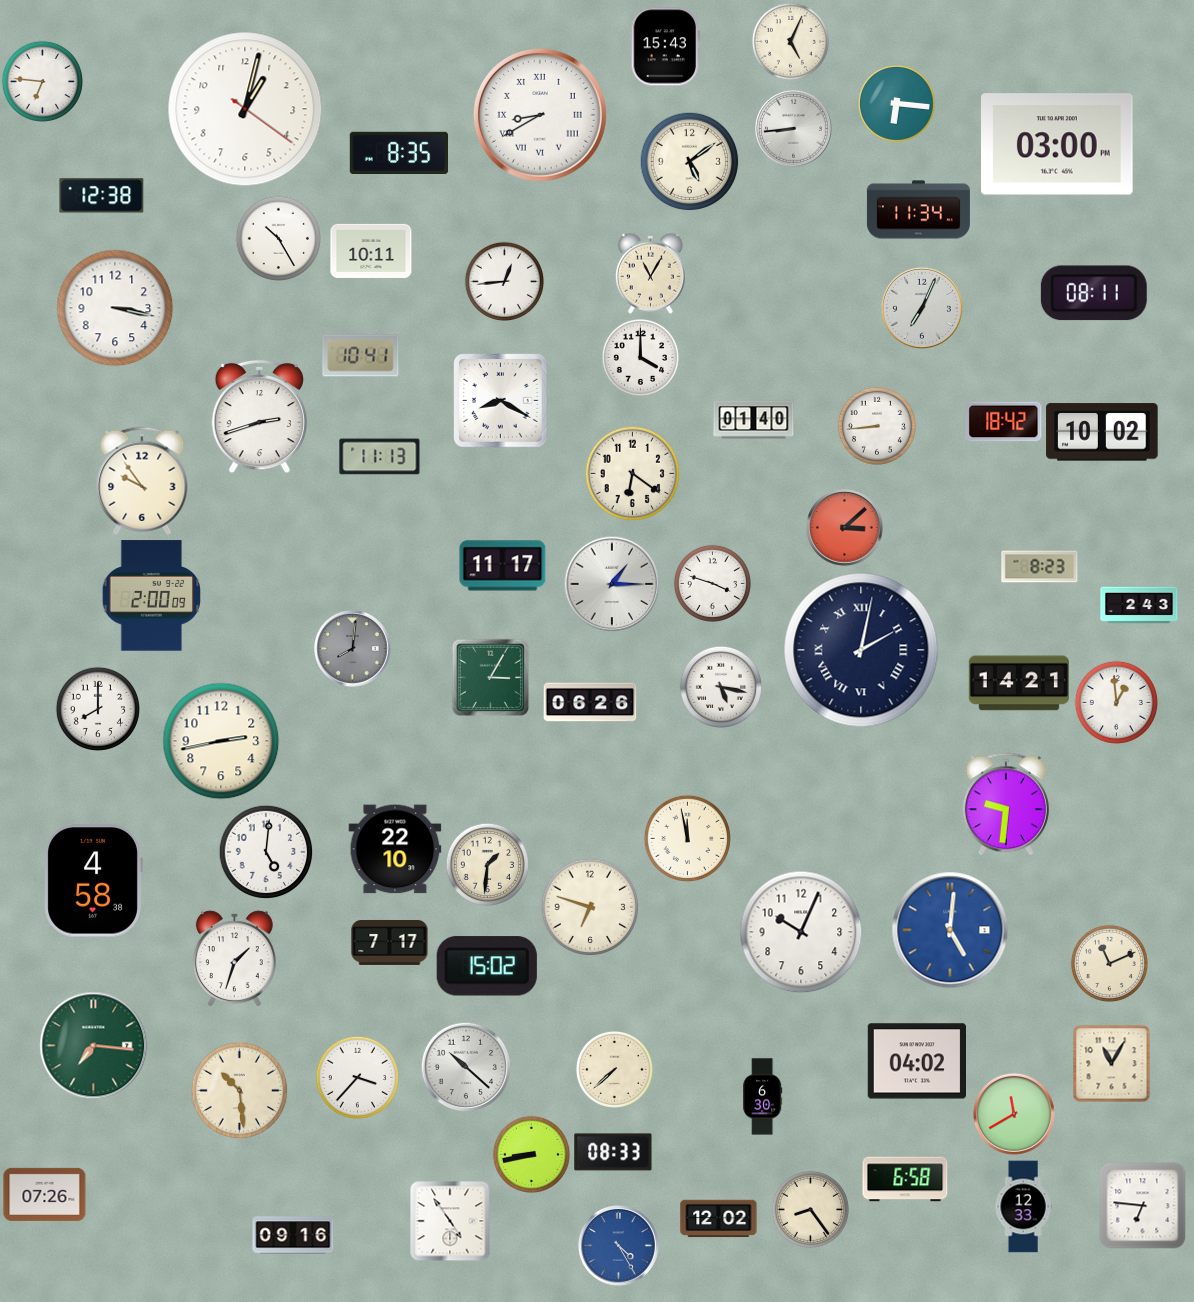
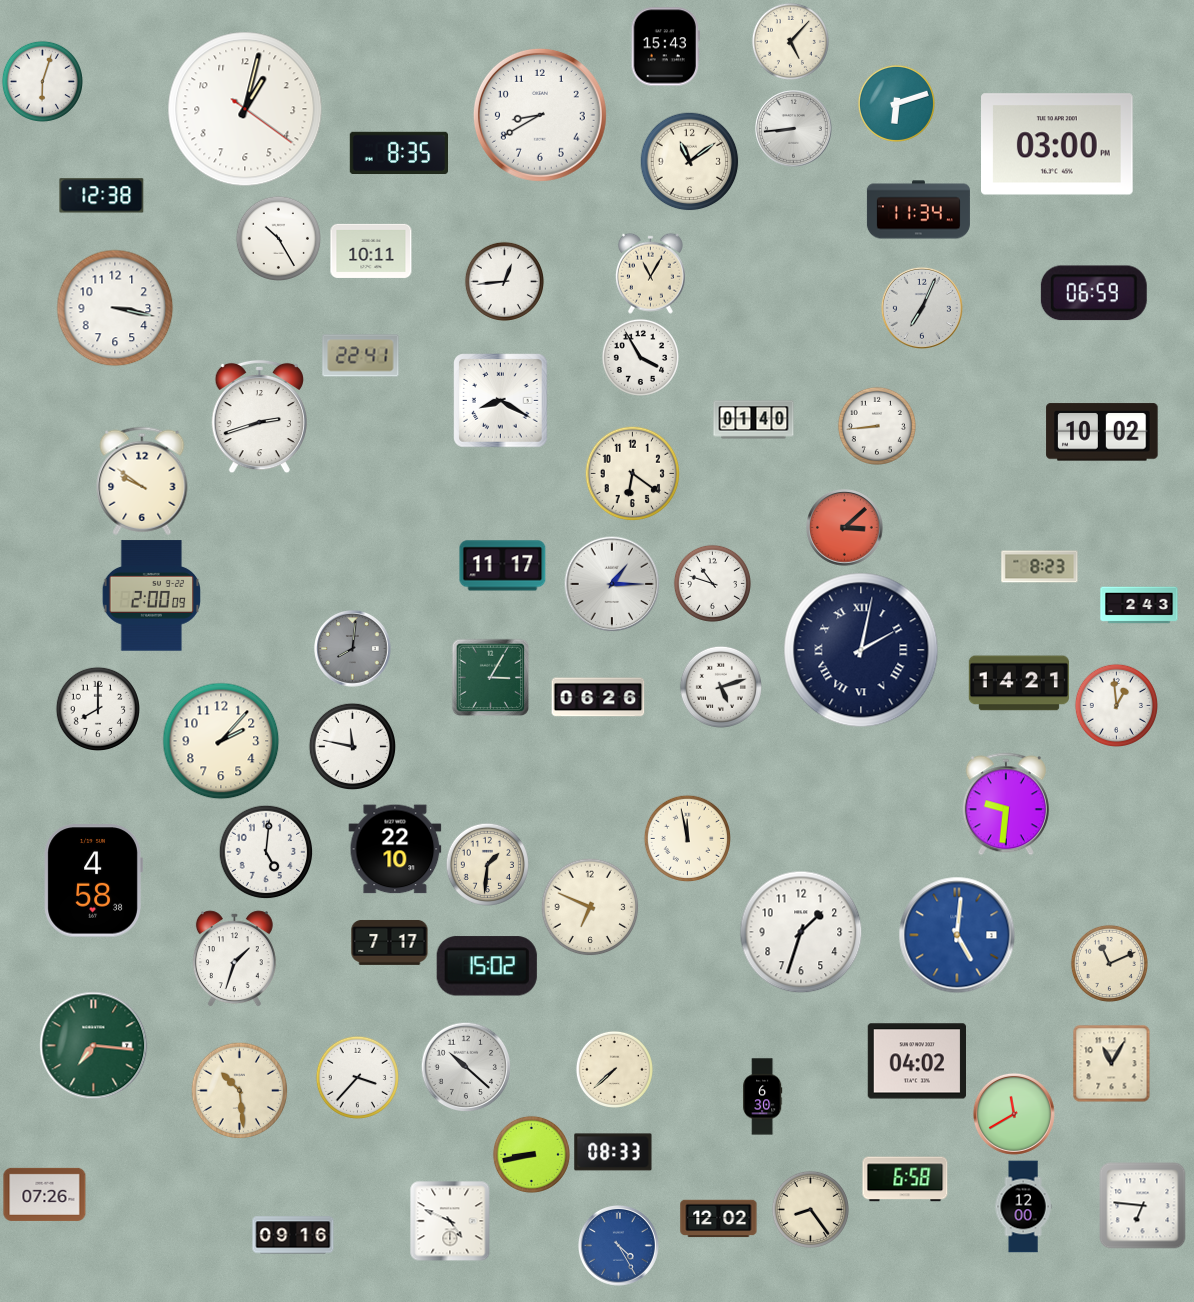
clock at (790, 41): 5:04 -> 5:07
clock at (42, 81): 6:46 -> 6:03
clock at (896, 103): 6:16 -> 6:12
clock at (540, 115) numerals: Roman -> Arabic
clock at (690, 162): 5:09 -> 11:09
clock at (1094, 293): 08:11 -> 06:59
clock at (361, 356): 10:41 -> 22:41
clock at (640, 357): 4:00 -> 3:55
clock at (1004, 422): 18:42 -> none
clock at (380, 457): 11:13 -> none
clock at (142, 481): 9:54 -> 9:51
clock at (712, 583): 3:48 -> 10:48
clock at (721, 687): 5:17 -> 5:12
clock at (590, 702) position: (590, 702) -> (598, 697)
clock at (1116, 702) position: (1116, 702) -> (1116, 705)
clock at (221, 741): 2:43 -> 2:07
clock at (352, 746): none -> 11:47
clock at (590, 907): 6:48 -> 6:49
clock at (950, 930) position: (950, 930) -> (957, 935)
clock at (801, 932): 10:04 -> 1:33
clock at (1023, 1207): 12:33 -> 12:00
clock at (450, 1221): 4:54 -> 4:49
